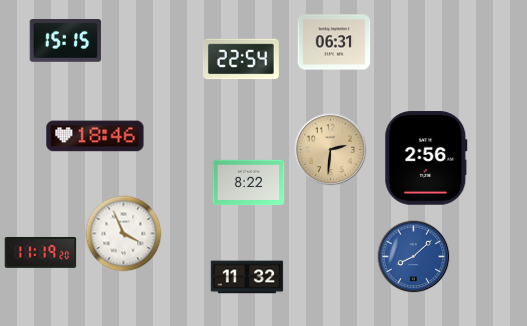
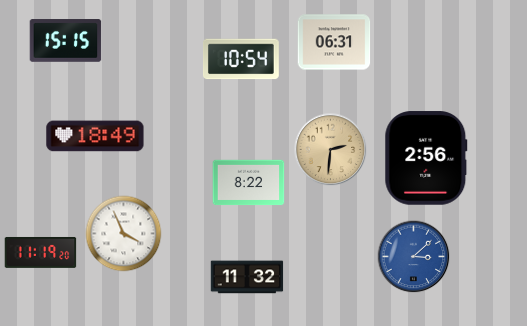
clock at (241, 59): 22:54 -> 10:54
clock at (95, 136): 18:46 -> 18:49
clock at (414, 257): 8:08 -> 3:08
